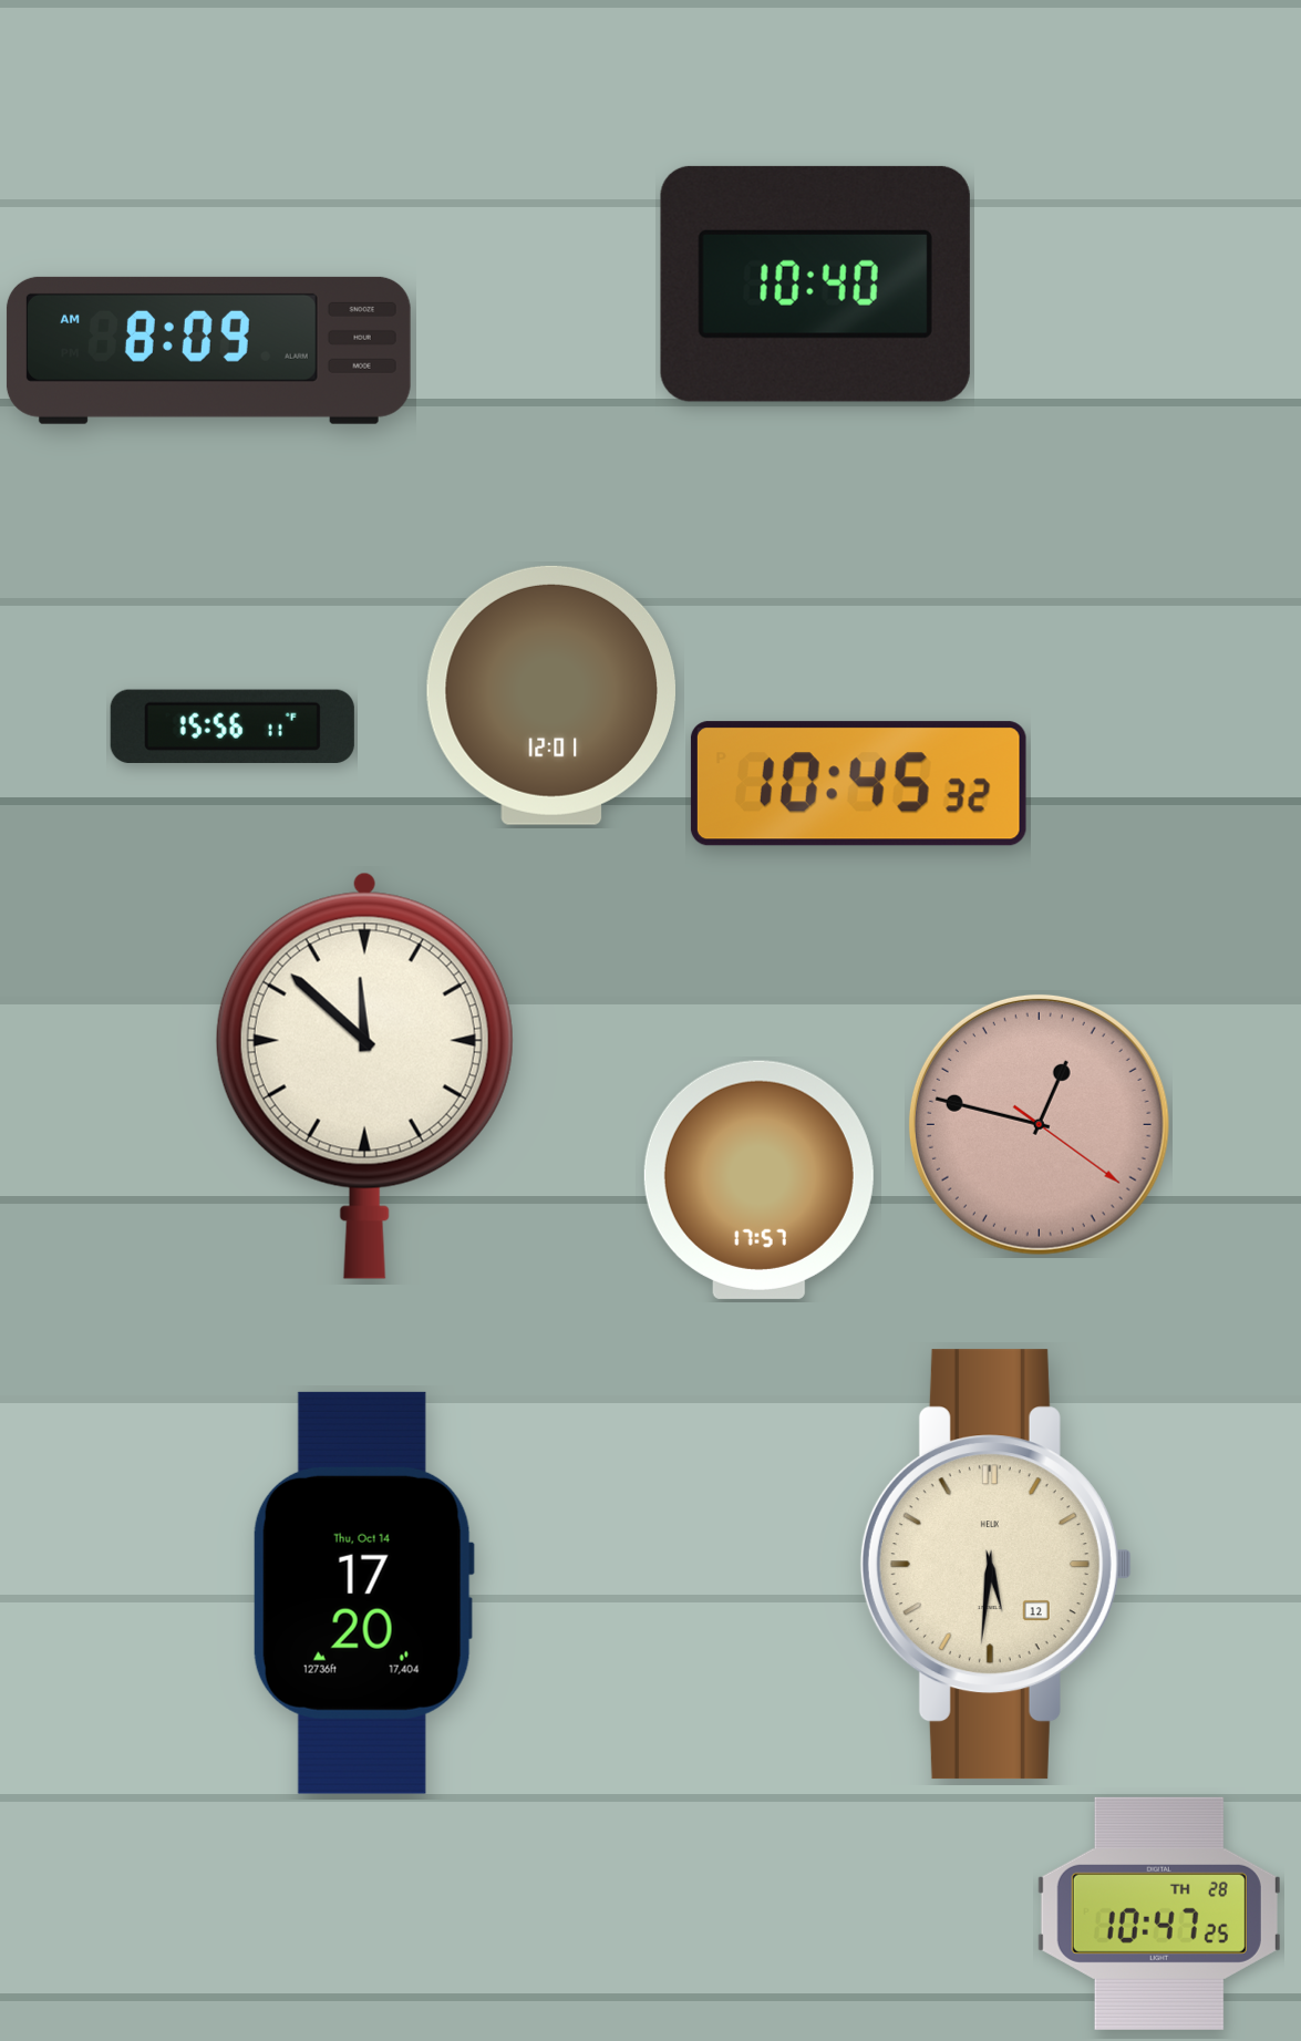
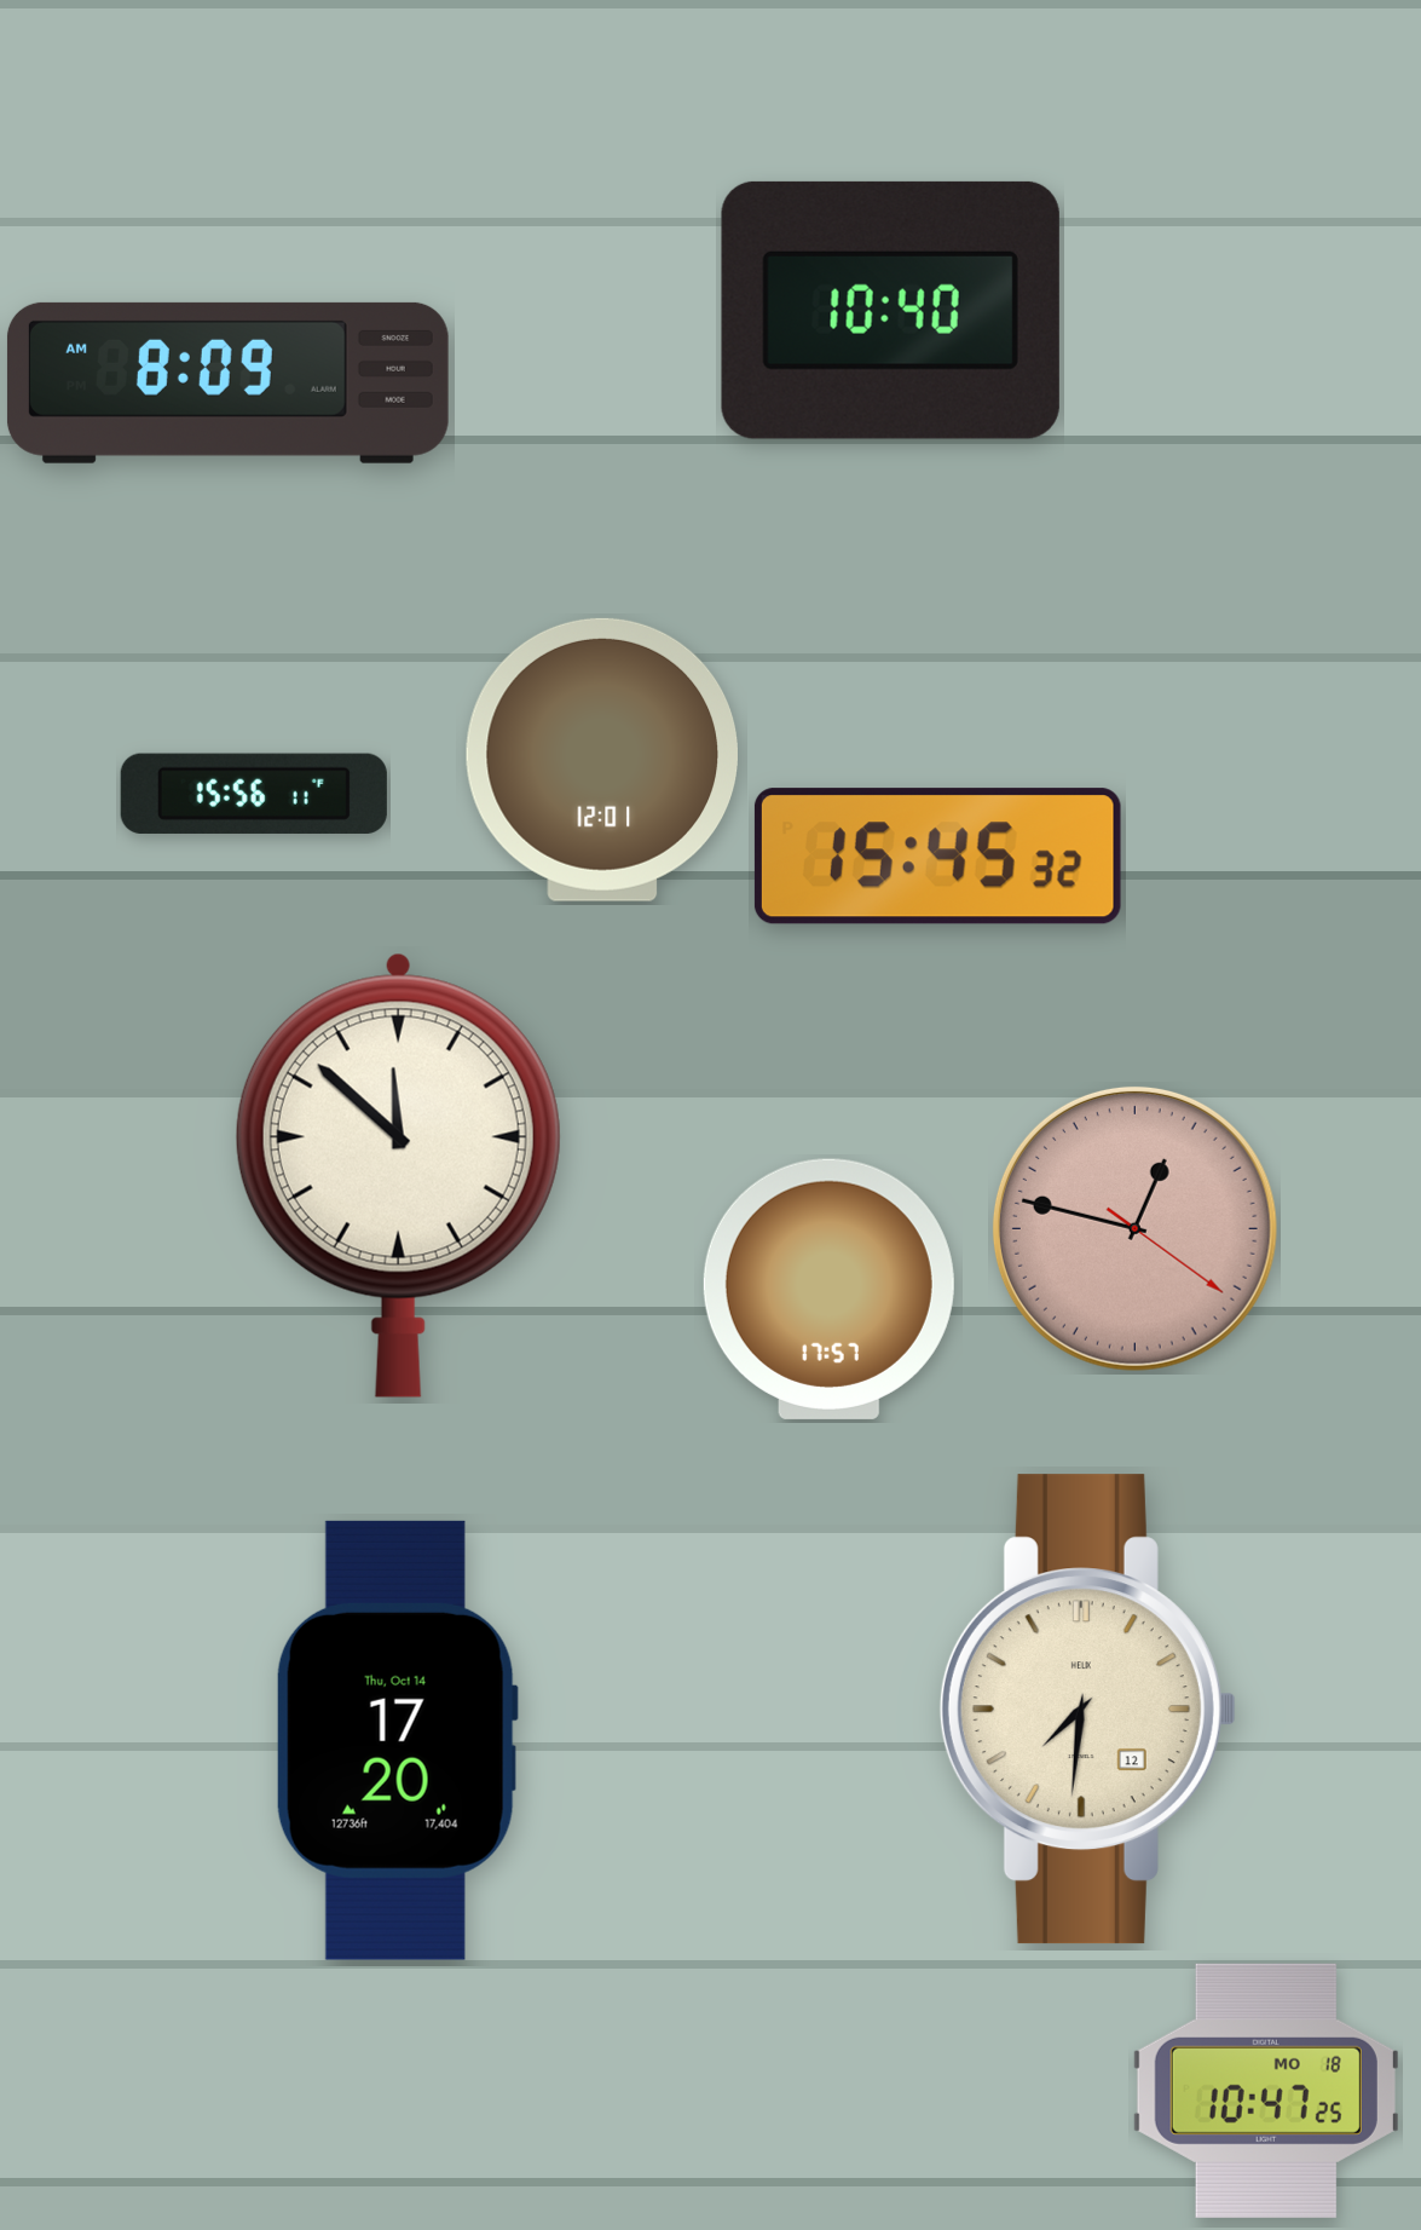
clock at (858, 784): 10:45 -> 15:45
clock at (995, 1565): 5:31 -> 7:31
clock at (1159, 1914) date: TH 28 -> MO 18
